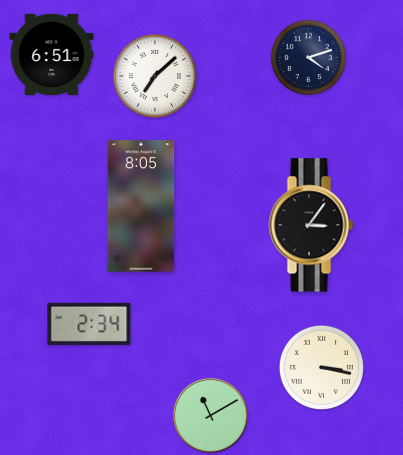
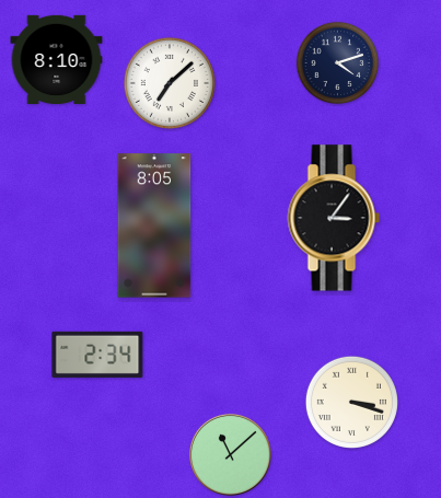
clock at (52, 54): 6:51 -> 8:10
clock at (311, 225) position: (311, 225) -> (334, 218)
clock at (321, 367): 3:17 -> 3:18
clock at (210, 415): 11:10 -> 11:08
